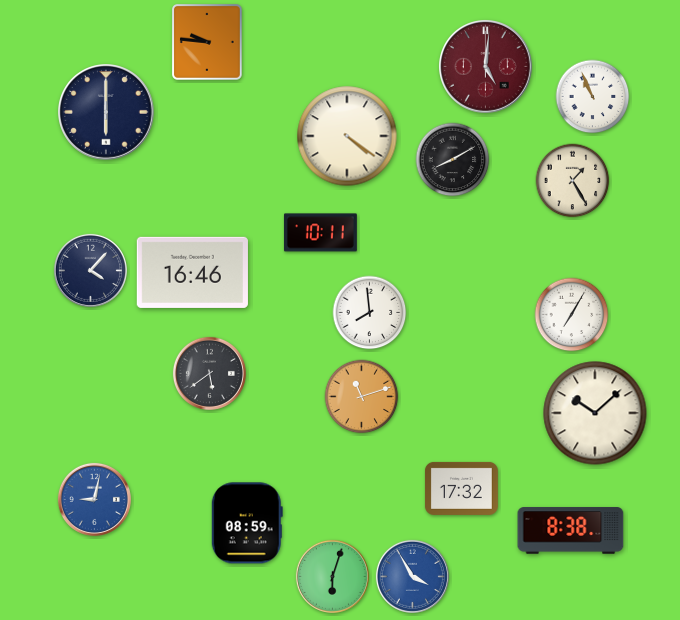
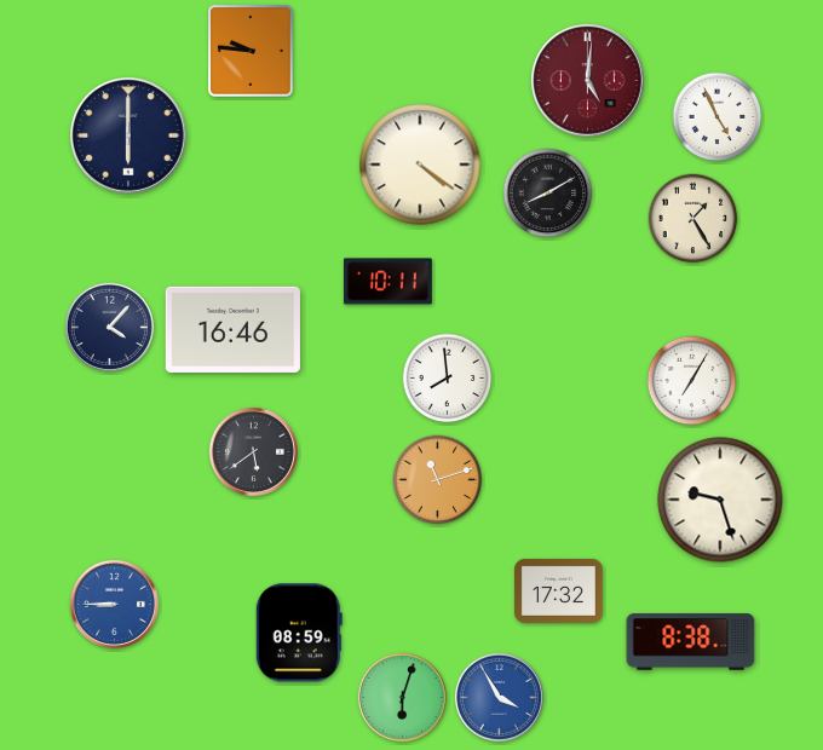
clock at (593, 97): 10:56 -> 4:56
clock at (595, 413): 10:08 -> 9:27
clock at (94, 499): 9:02 -> 8:45
